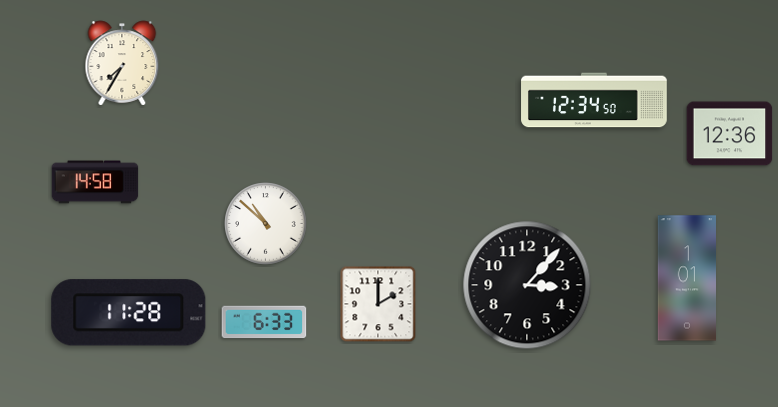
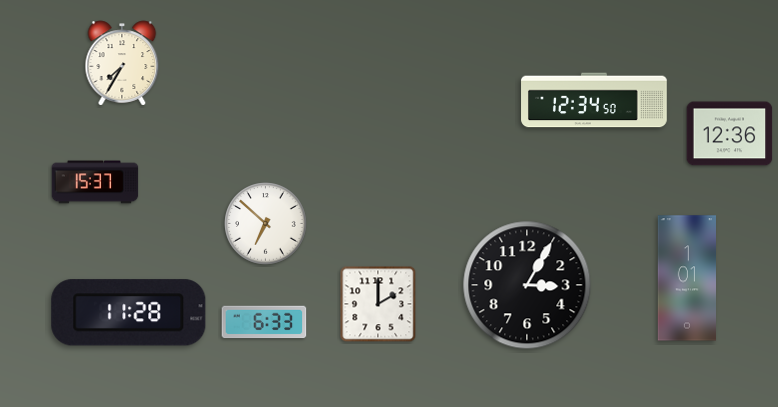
clock at (95, 182): 14:58 -> 15:37
clock at (266, 224): 10:52 -> 6:52
clock at (527, 285): 3:07 -> 3:05
